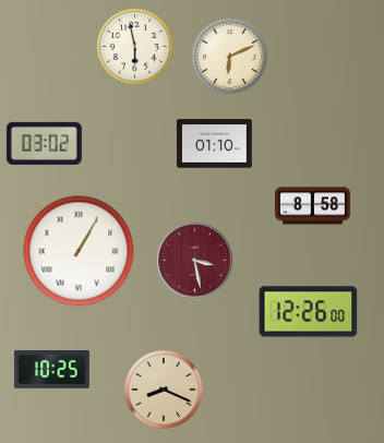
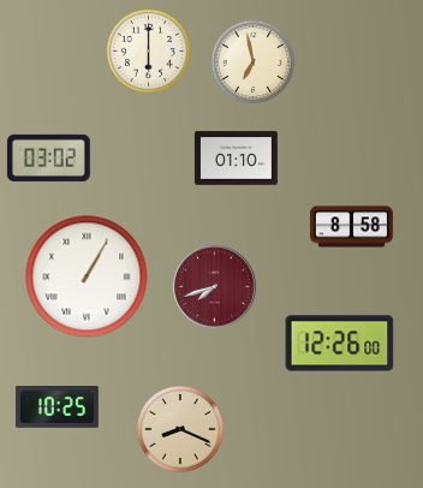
clock at (134, 46): 5:58 -> 6:00
clock at (229, 56): 6:11 -> 6:58
clock at (313, 206) position: (313, 206) -> (352, 227)
clock at (195, 261): 3:28 -> 7:42
